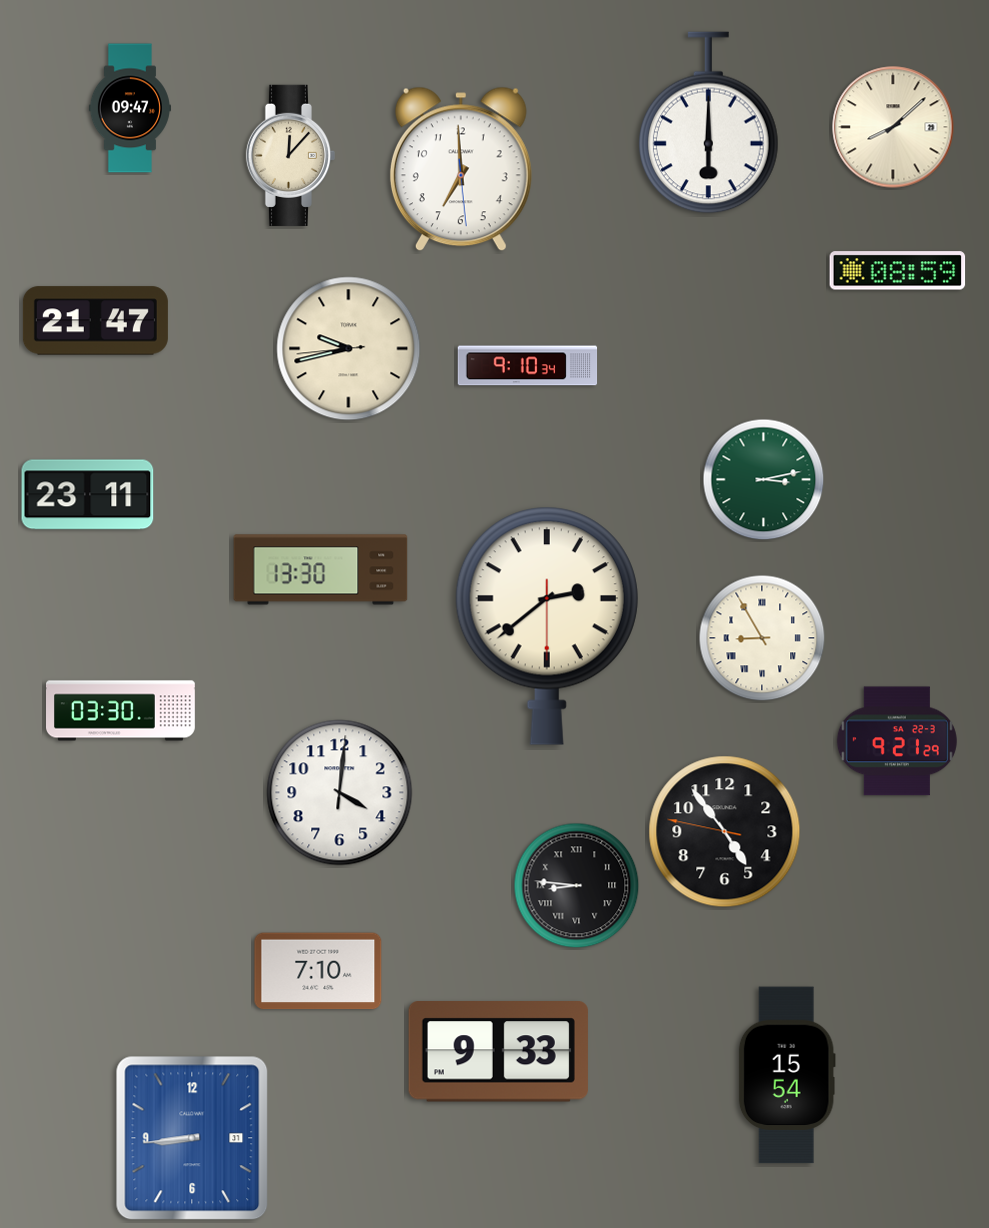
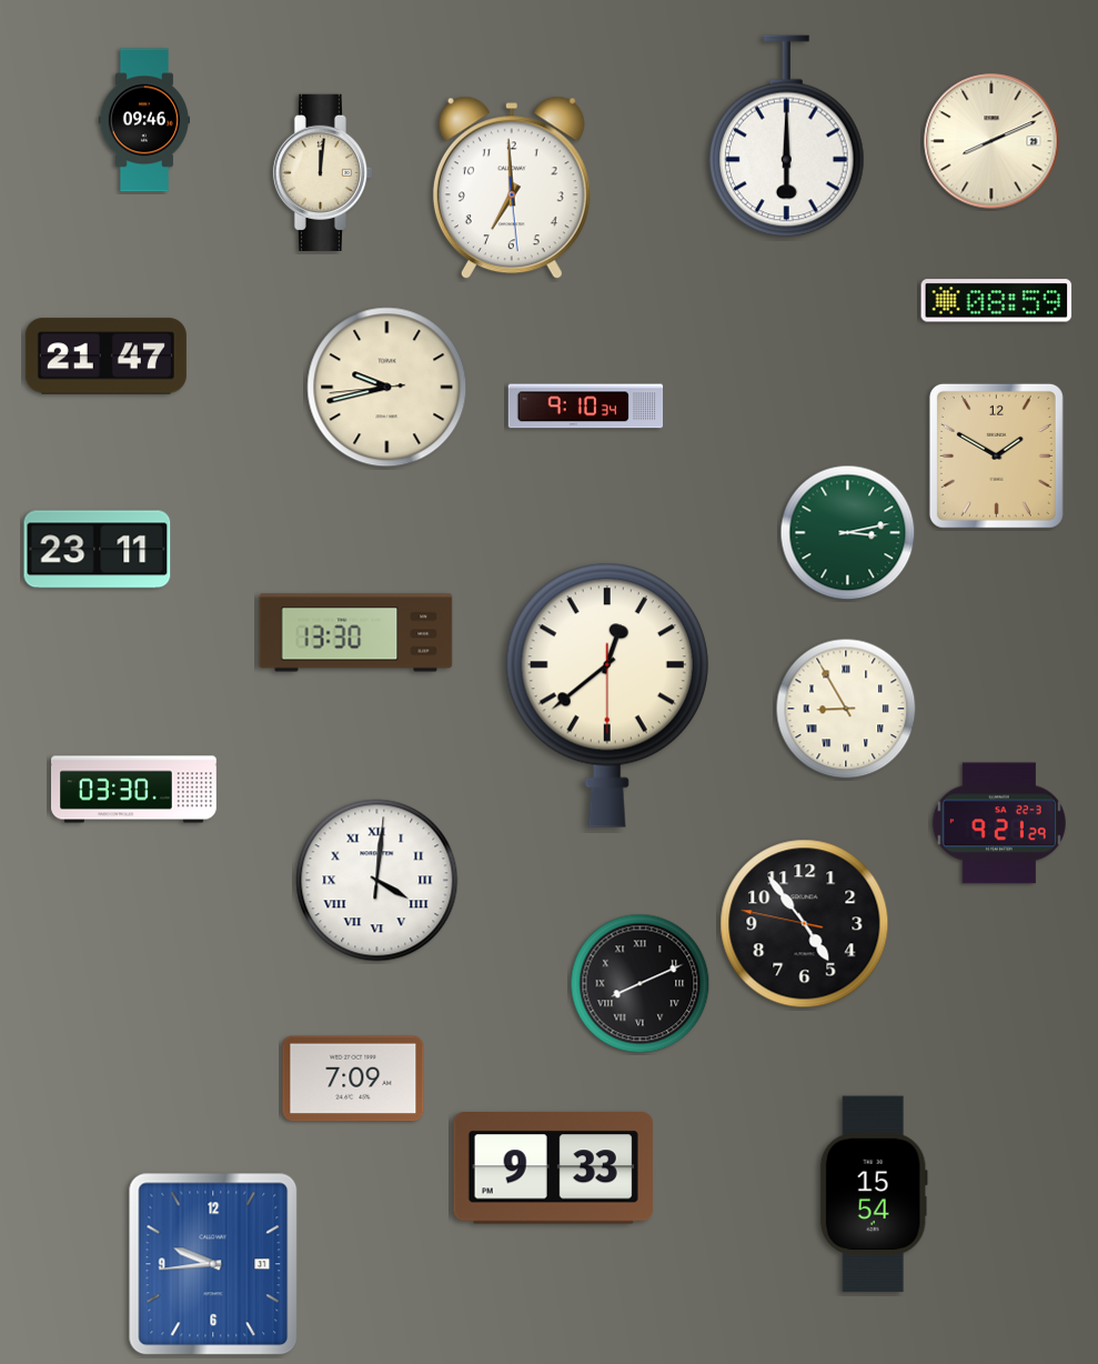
clock at (130, 108): 09:47 -> 09:46
clock at (893, 127): 8:08 -> 8:11
clock at (290, 155): 12:07 -> 12:01
clock at (996, 455): none -> 1:50
clock at (547, 626): 2:38 -> 12:38
clock at (897, 741) position: (897, 741) -> (999, 823)
clock at (340, 793) numerals: Arabic -> Roman
clock at (577, 886): 8:46 -> 8:11
clock at (318, 971): 7:10 -> 7:09
clock at (192, 1138): 8:44 -> 9:44
